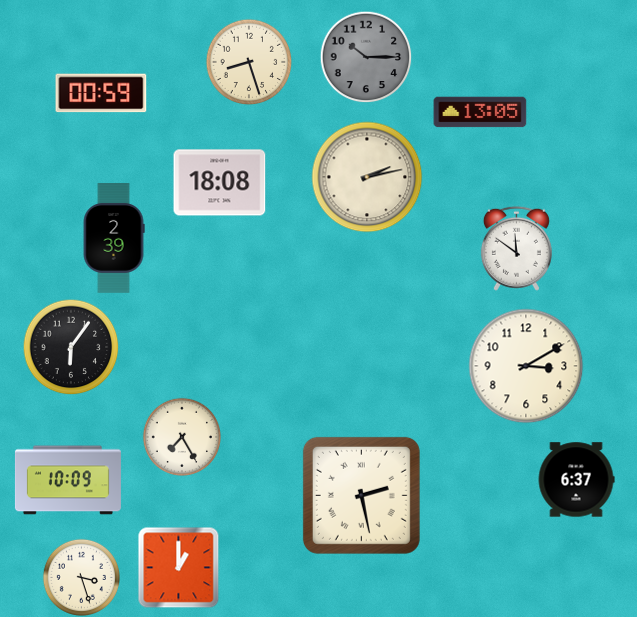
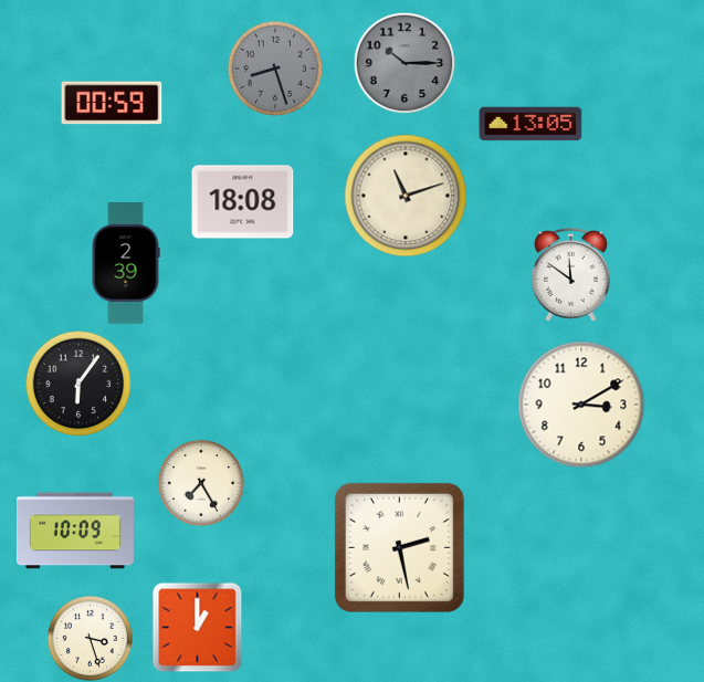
clock at (249, 62) dial: cream -> grey
clock at (367, 177): 2:13 -> 11:12
clock at (576, 480): 6:37 -> none
